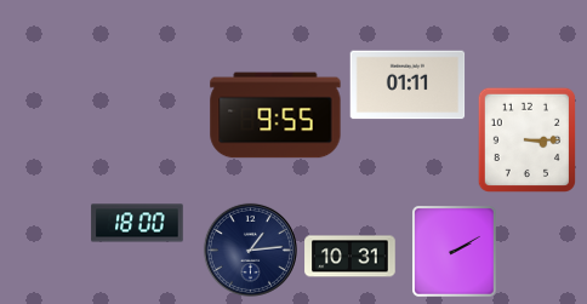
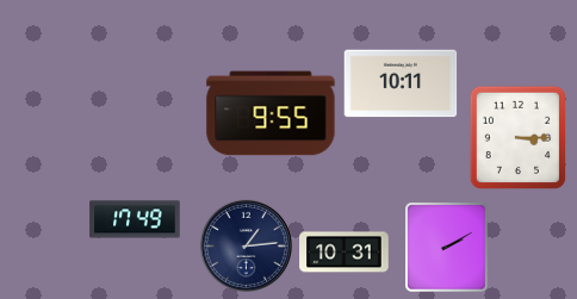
clock at (408, 85): 01:11 -> 10:11
clock at (137, 223): 18:00 -> 17:49
